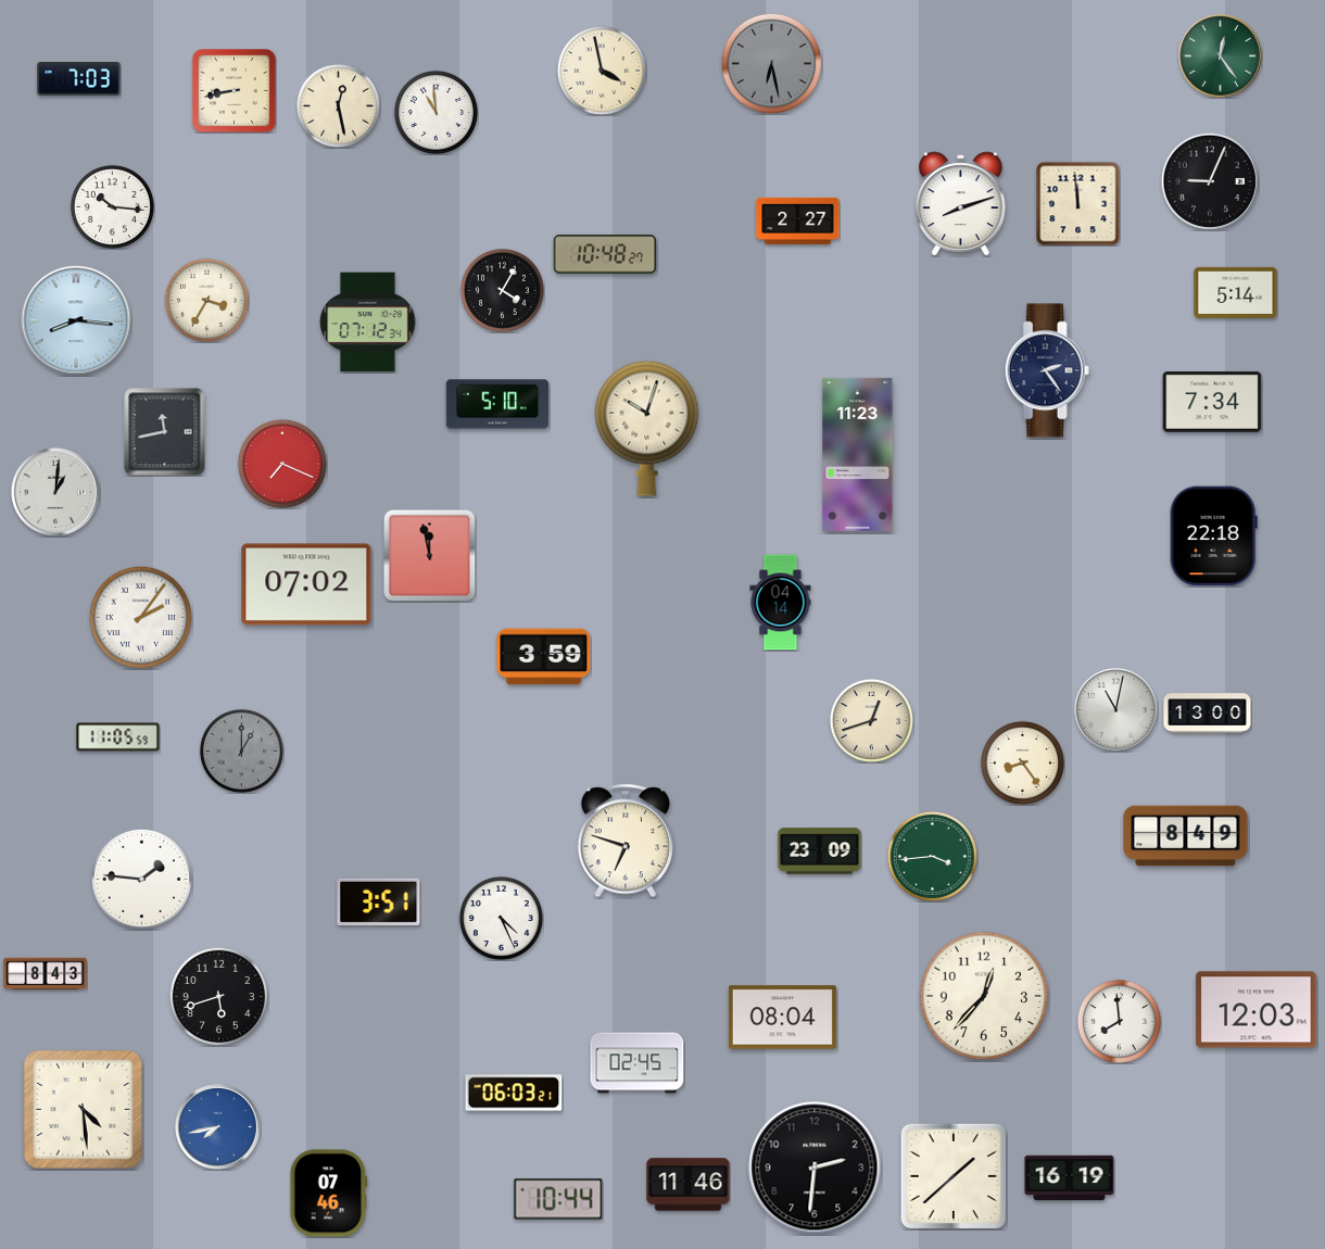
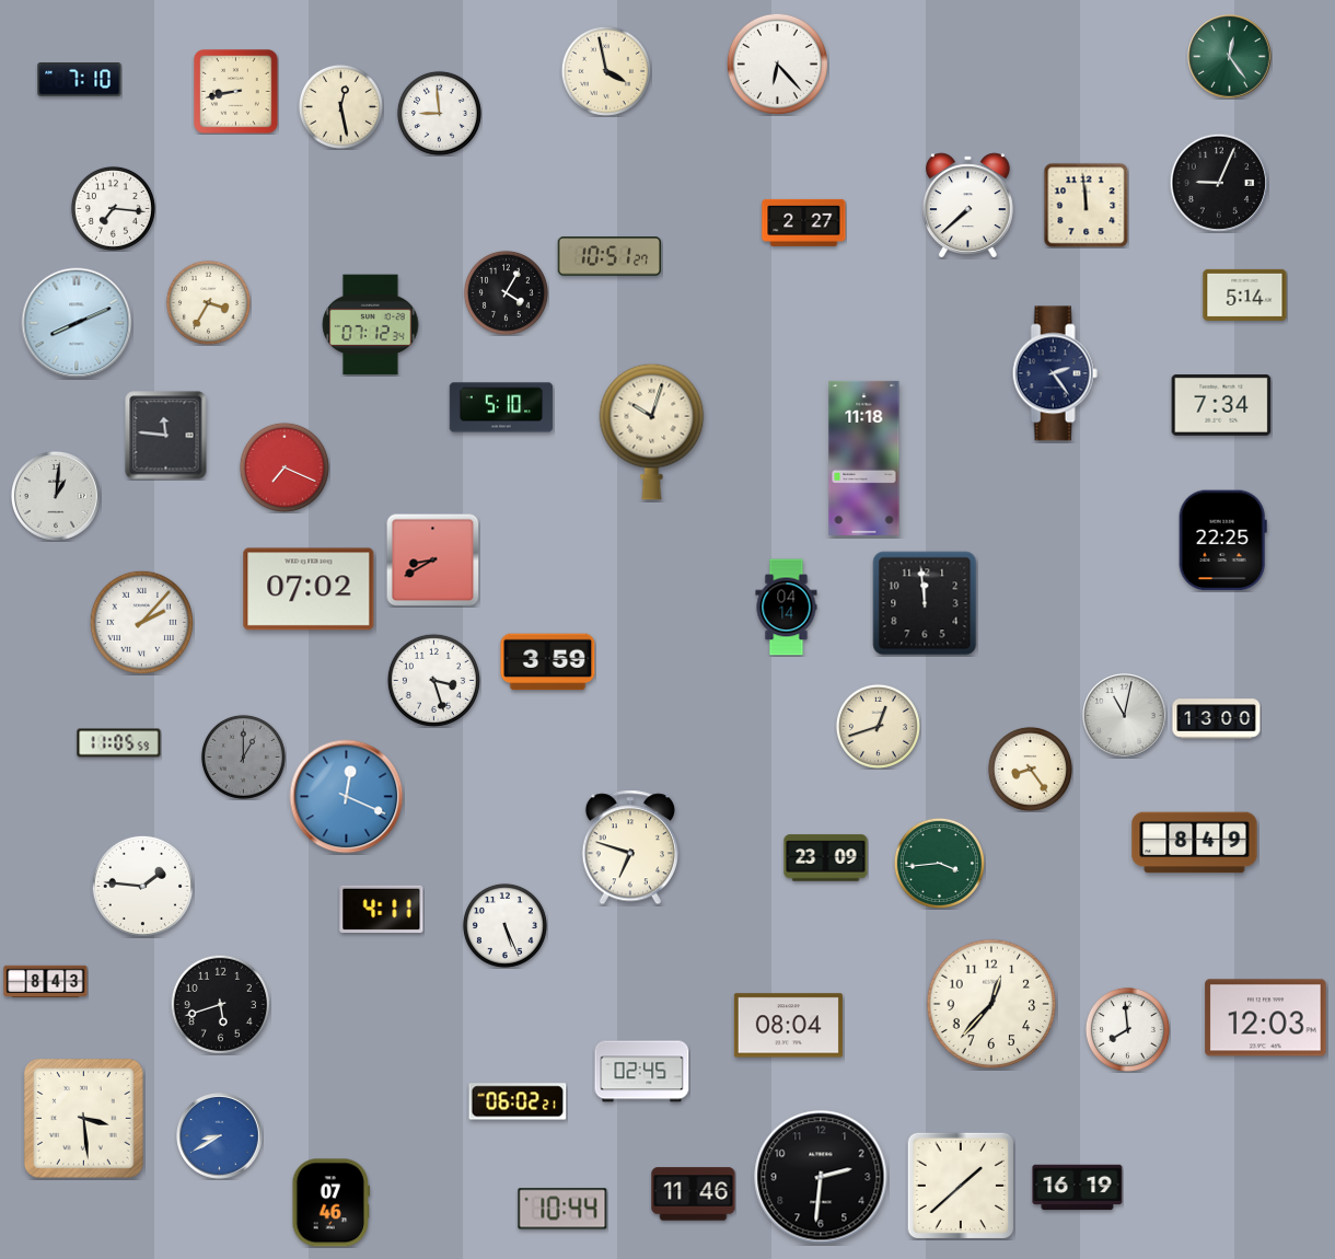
clock at (771, 63): 6:28 -> 6:23
clock at (771, 63) dial: grey -> white
clock at (79, 79): 7:03 -> 7:10
clock at (436, 112): 10:59 -> 8:59
clock at (960, 203): 8:12 -> 7:38
clock at (112, 206): 10:16 -> 7:16
clock at (605, 254): 10:48 -> 10:51
clock at (76, 320): 8:16 -> 8:11
clock at (165, 432): 11:43 -> 11:46
clock at (858, 454): 11:23 -> 11:18
clock at (1213, 537): 22:18 -> 22:25
clock at (429, 555): 11:58 -> 8:40
clock at (925, 603): none -> 11:59
clock at (140, 617): 2:06 -> 2:07
clock at (433, 680): none -> 3:27
clock at (347, 797): none -> 12:19
clock at (379, 901): 3:51 -> 4:11
clock at (501, 918): 4:26 -> 5:26
clock at (514, 1093): 06:03 -> 06:02
clock at (84, 1110): 4:29 -> 3:29
clock at (218, 1127): 7:43 -> 8:40
